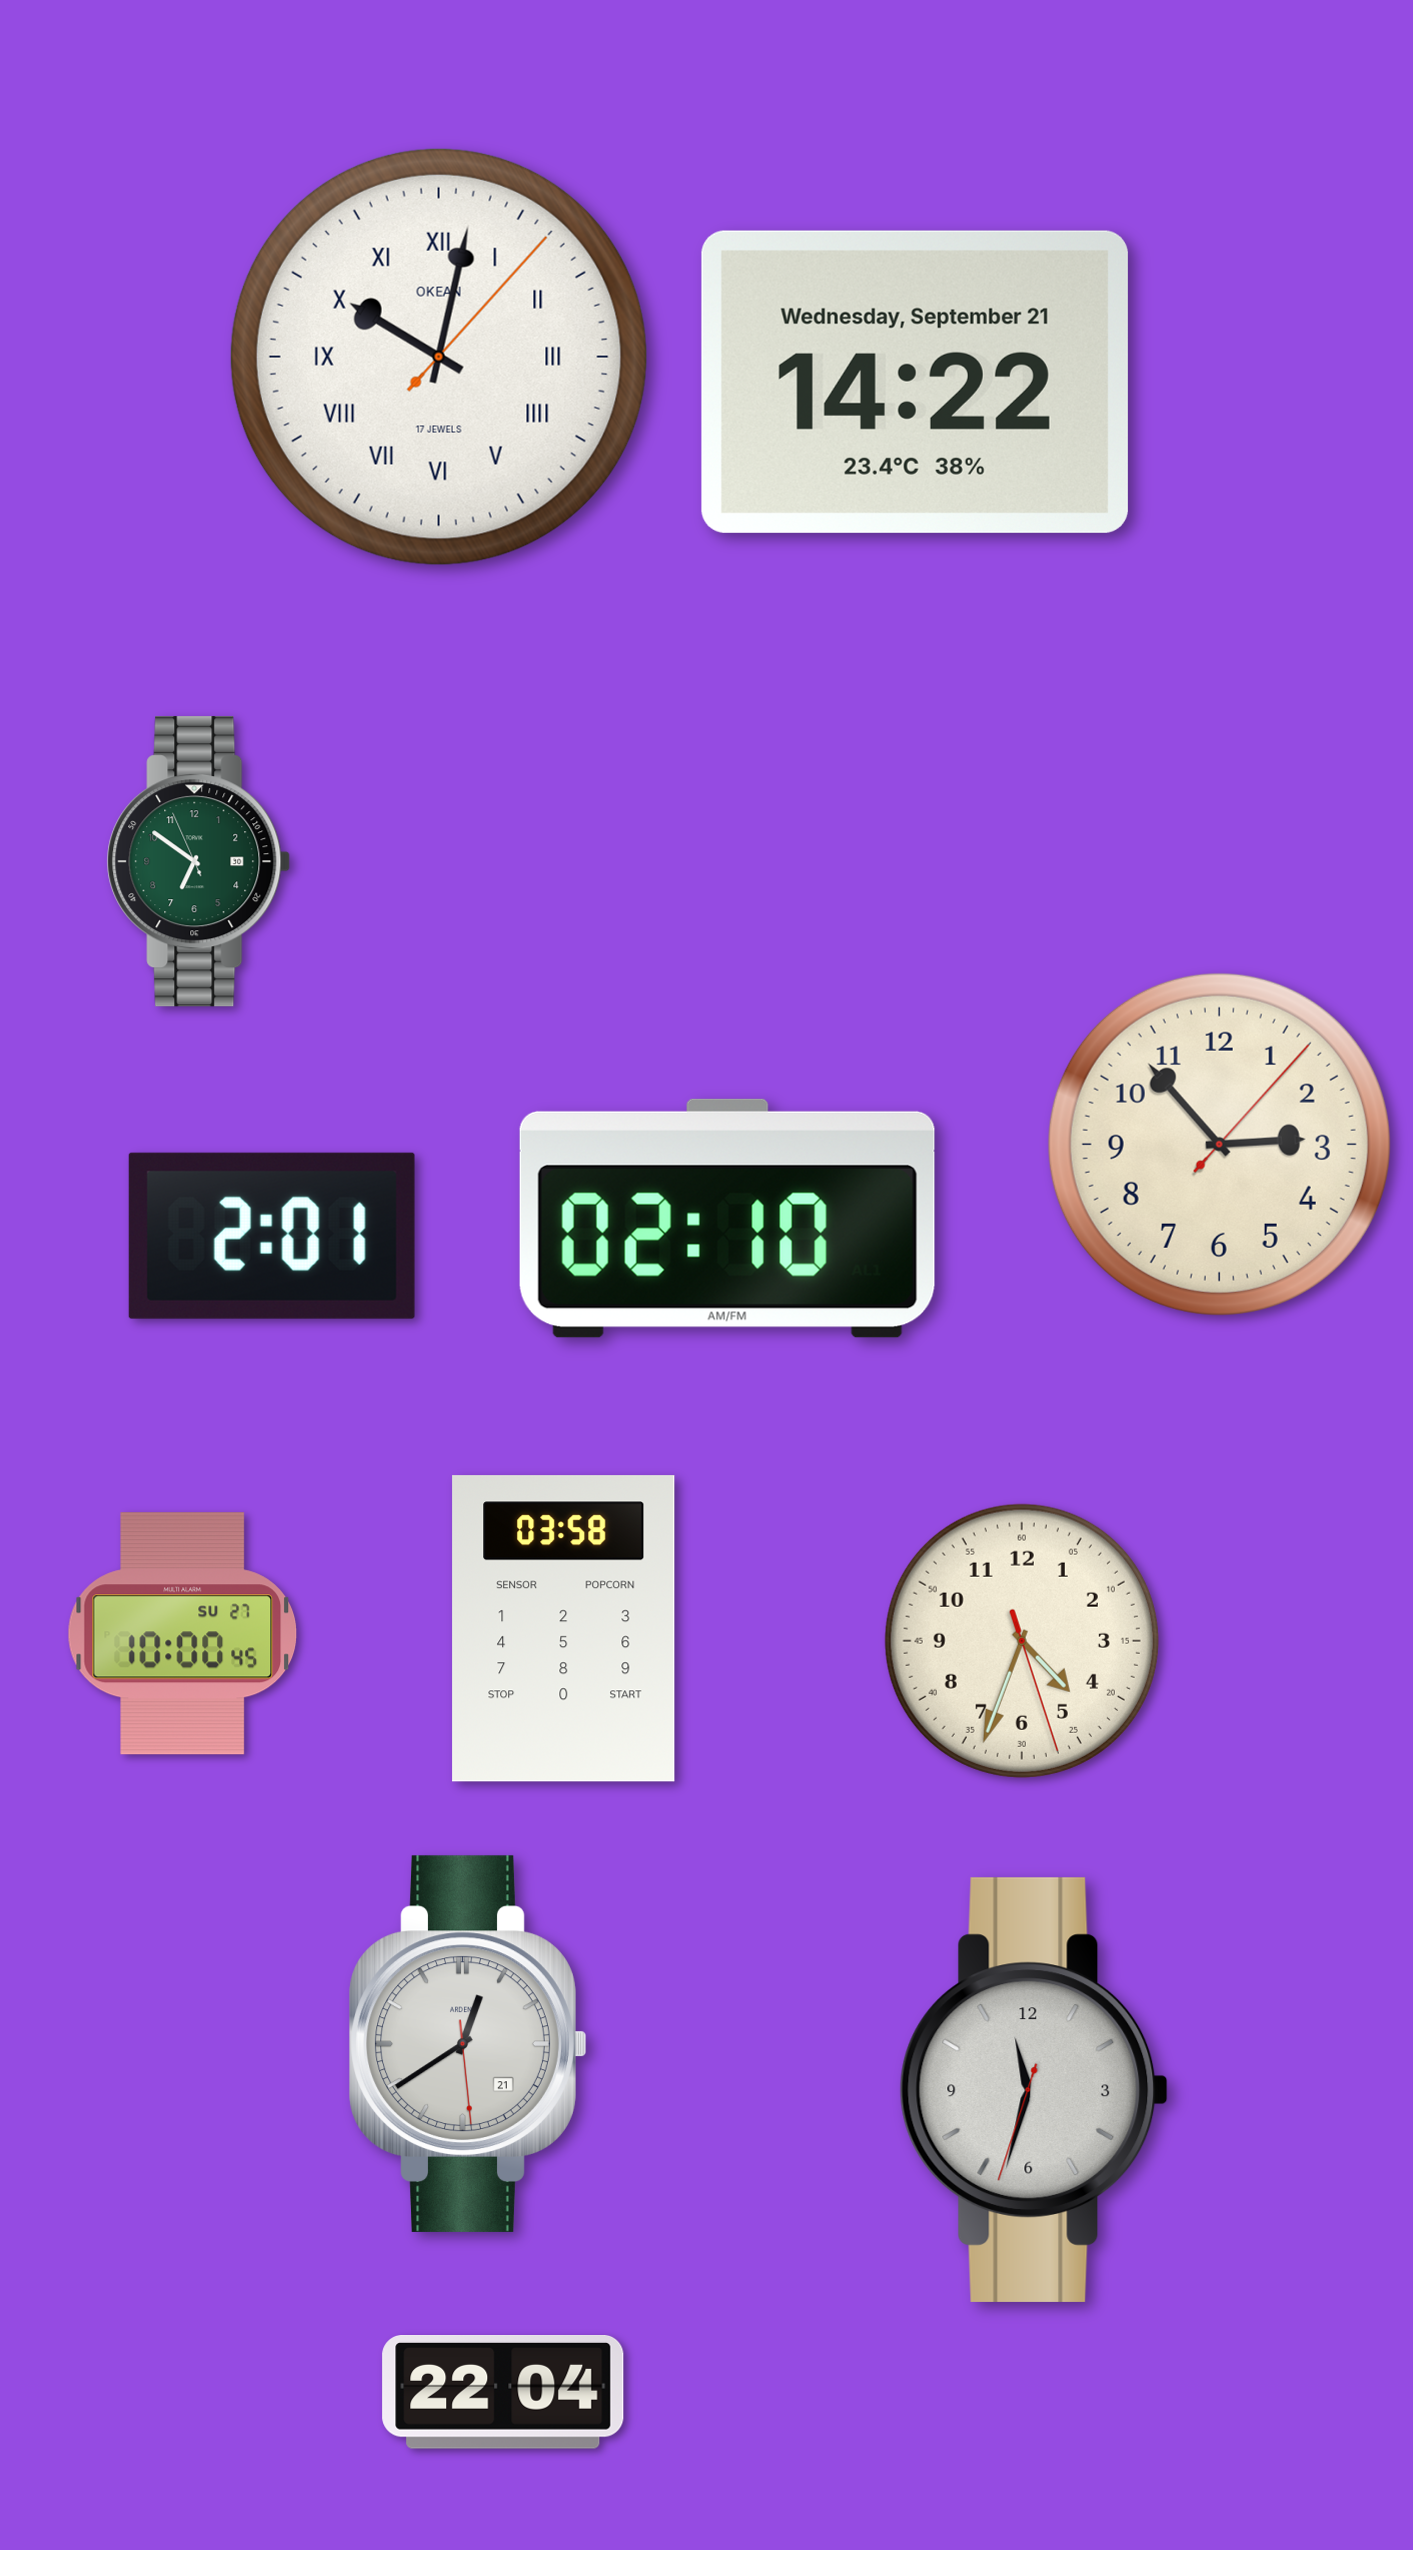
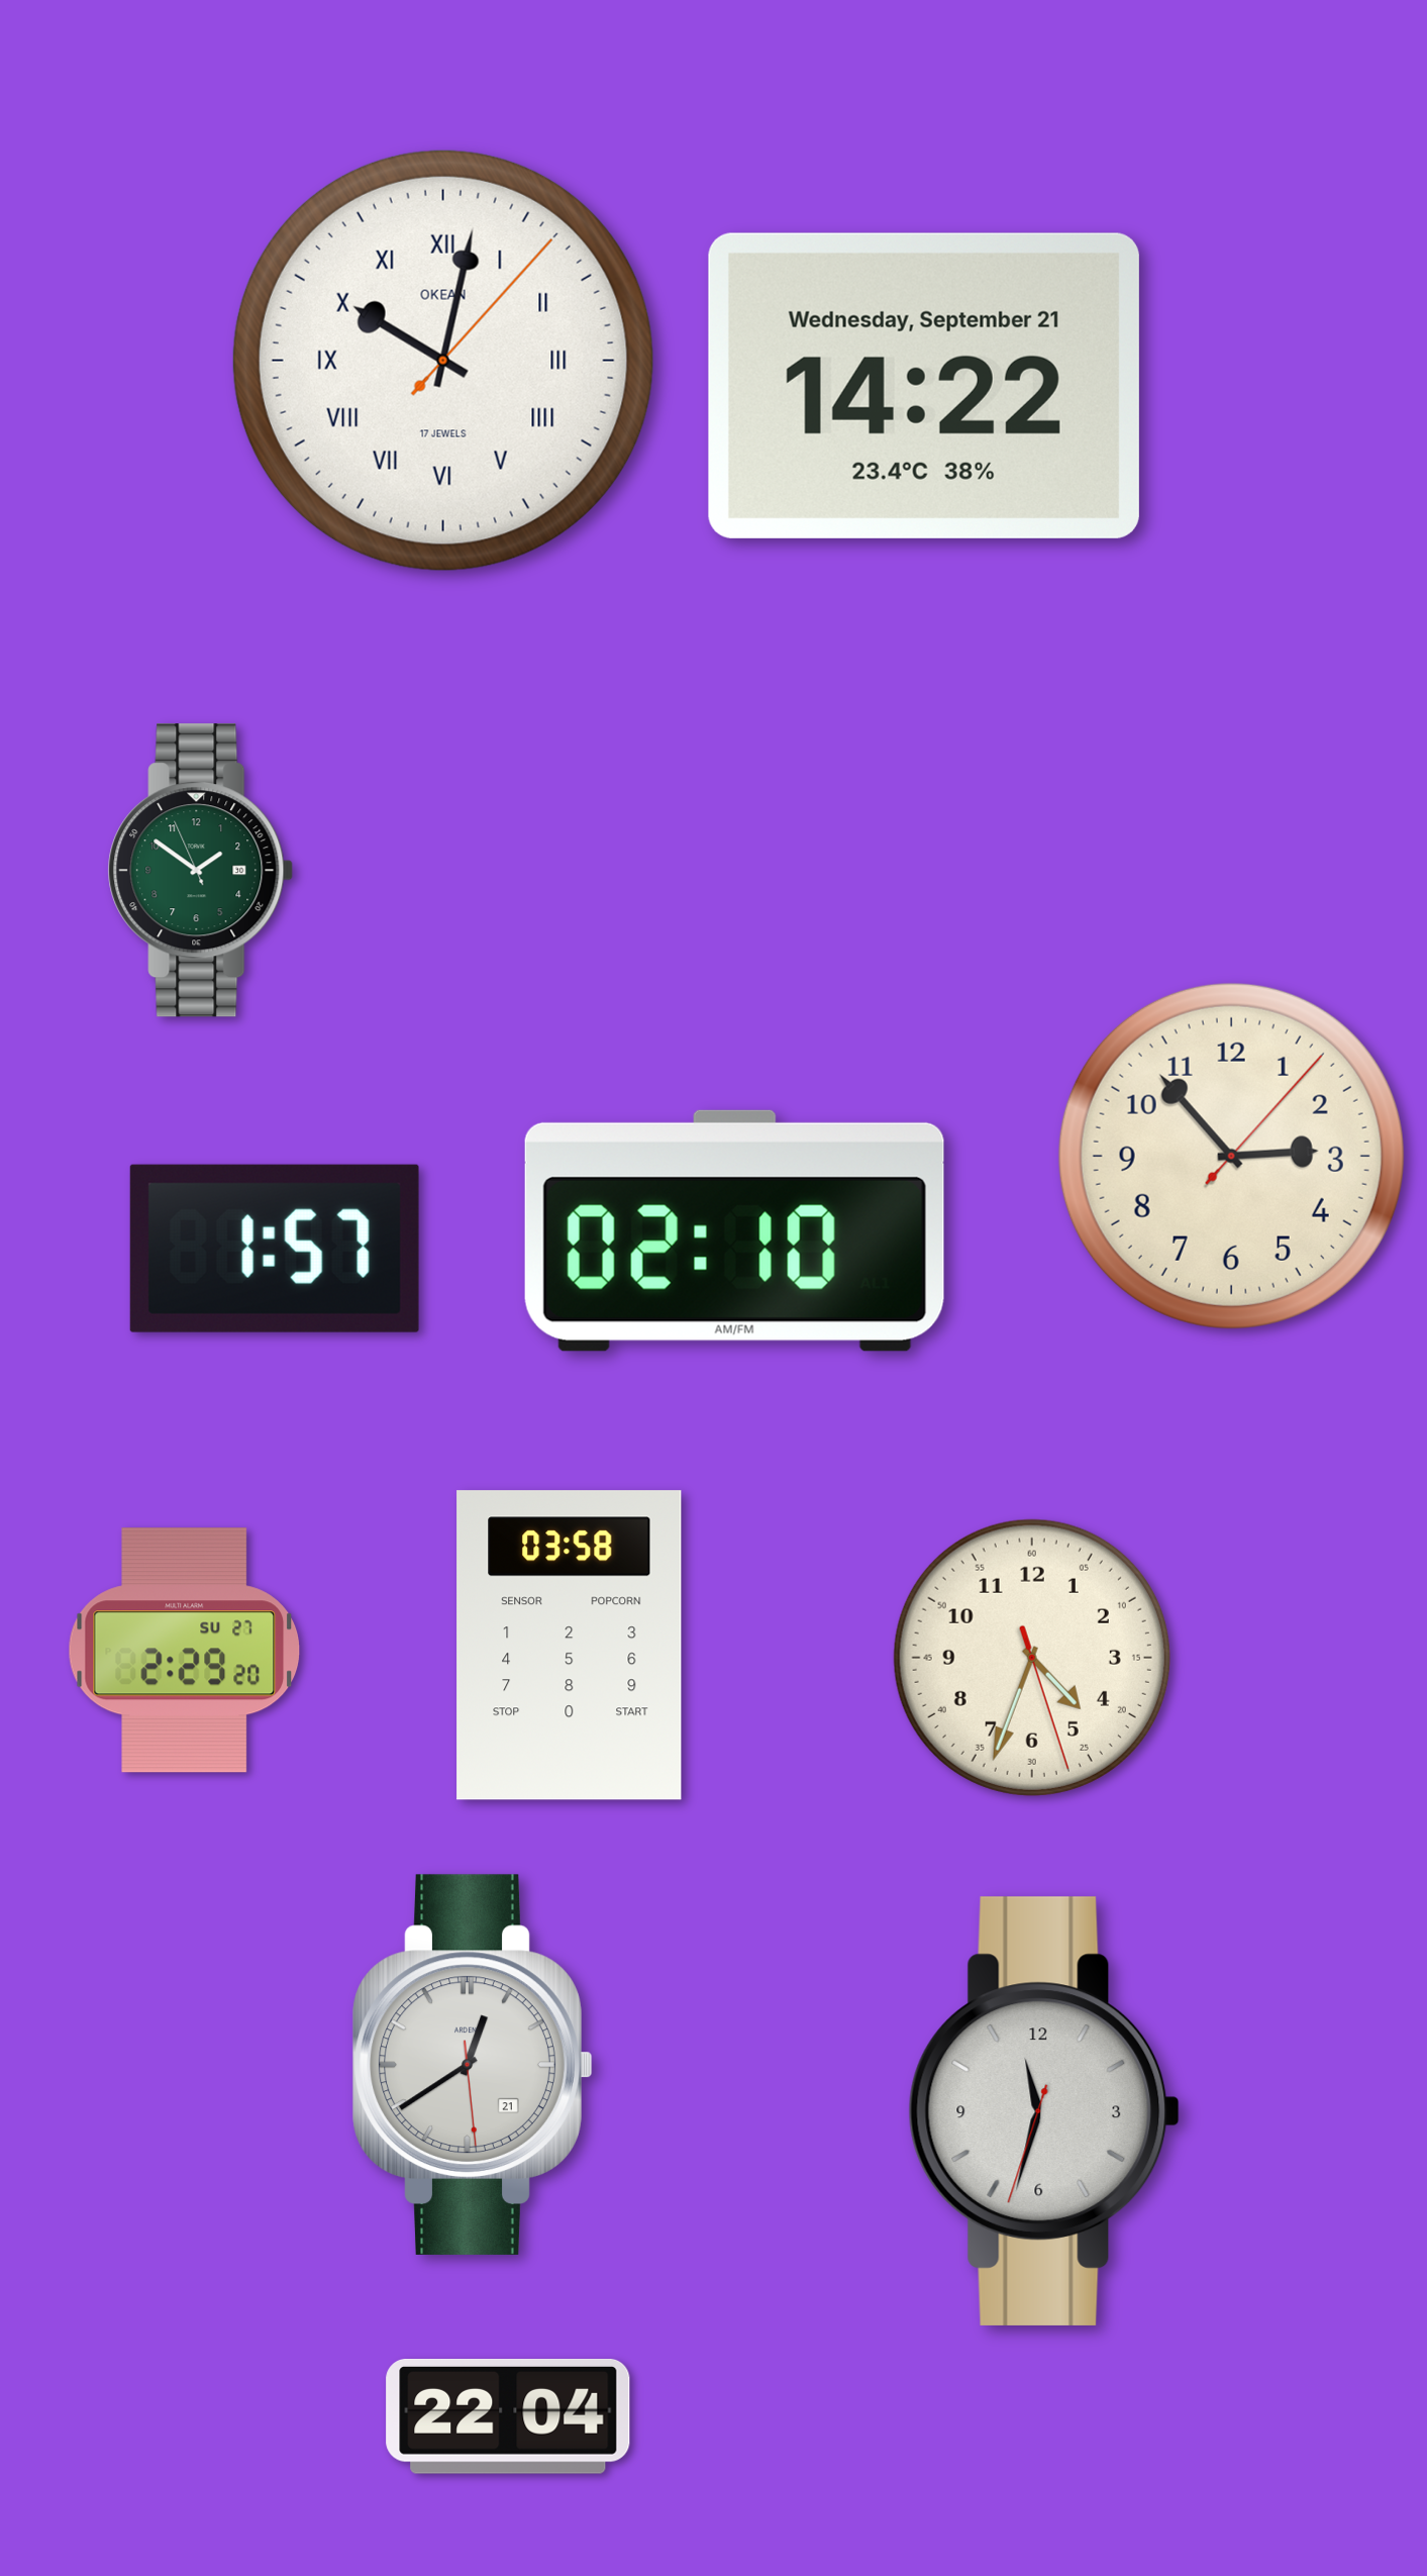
clock at (199, 862): 6:50 -> 1:50
clock at (272, 1236): 2:01 -> 1:57
clock at (183, 1634): 10:00 -> 2:29
